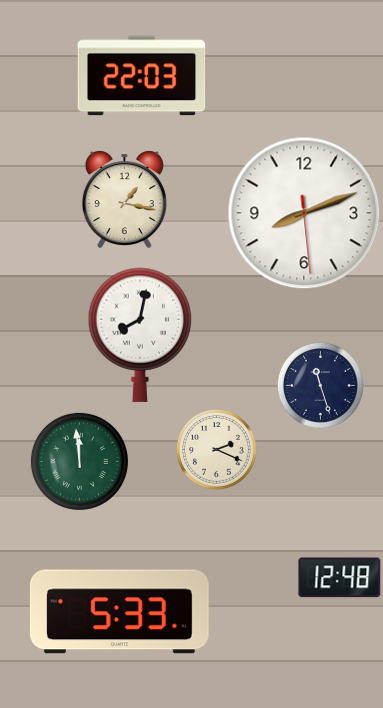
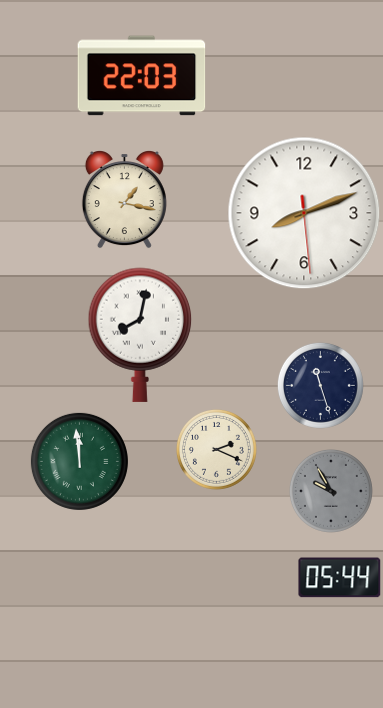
clock at (331, 491): none -> 9:55
clock at (340, 578): 12:48 -> 05:44
clock at (119, 612): 5:33 -> none
